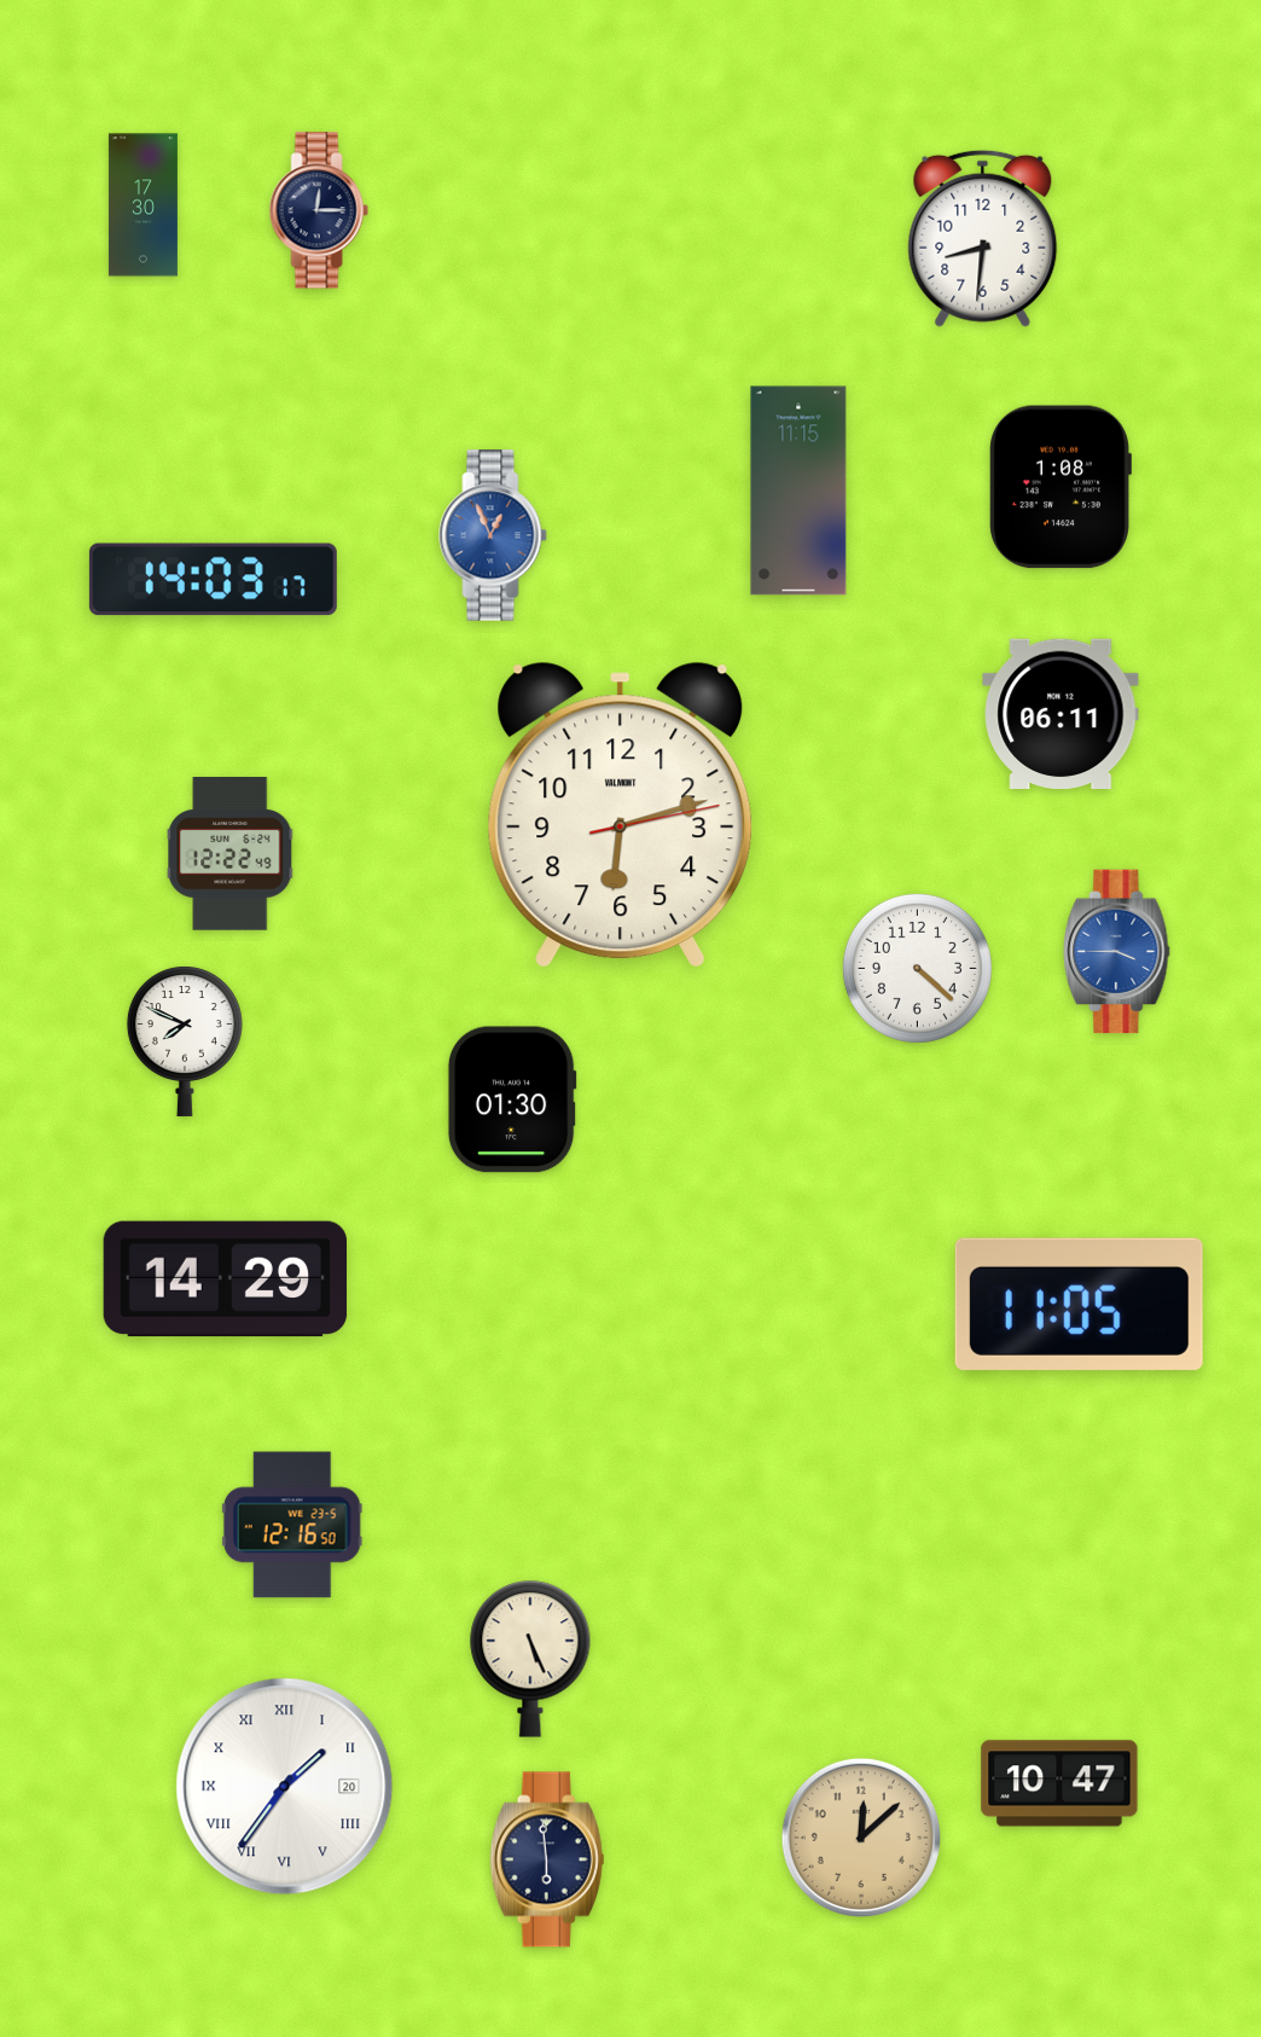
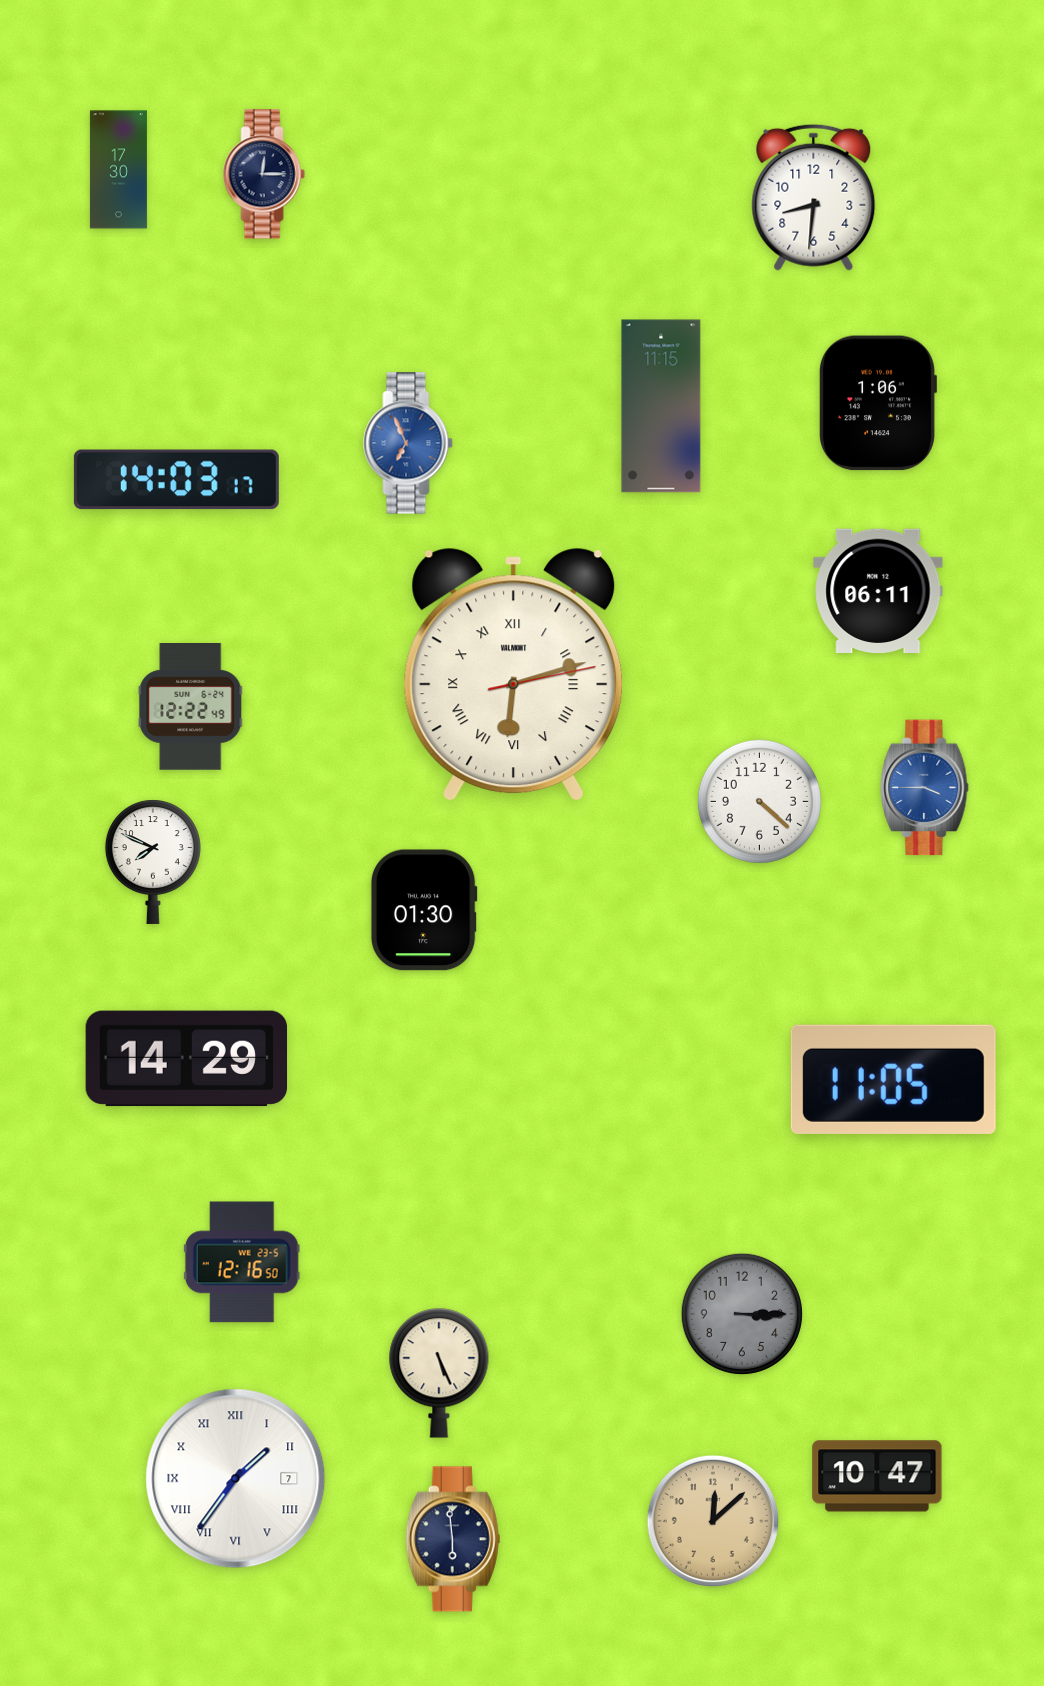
clock at (1060, 487): 1:08 -> 1:06
clock at (493, 535): 12:56 -> 6:56
clock at (621, 814) numerals: Arabic -> Roman
clock at (742, 1314): none -> 3:15
clock at (285, 1787) date: 20 -> 7
